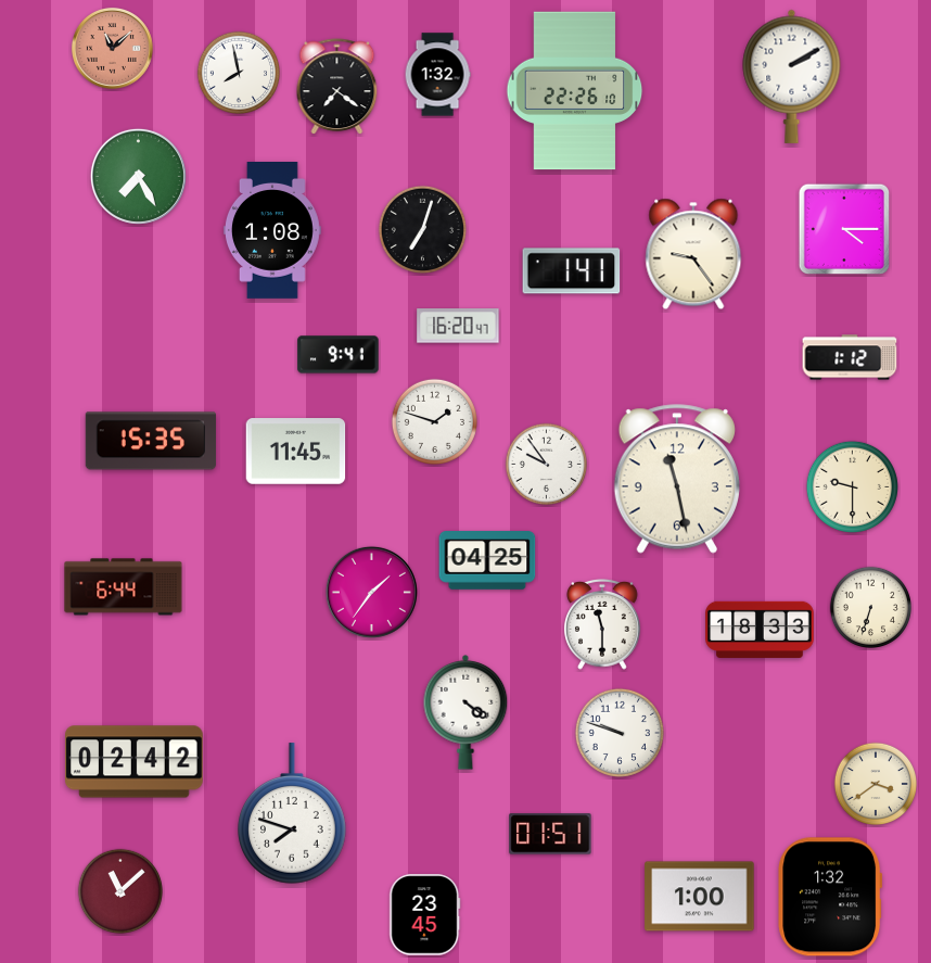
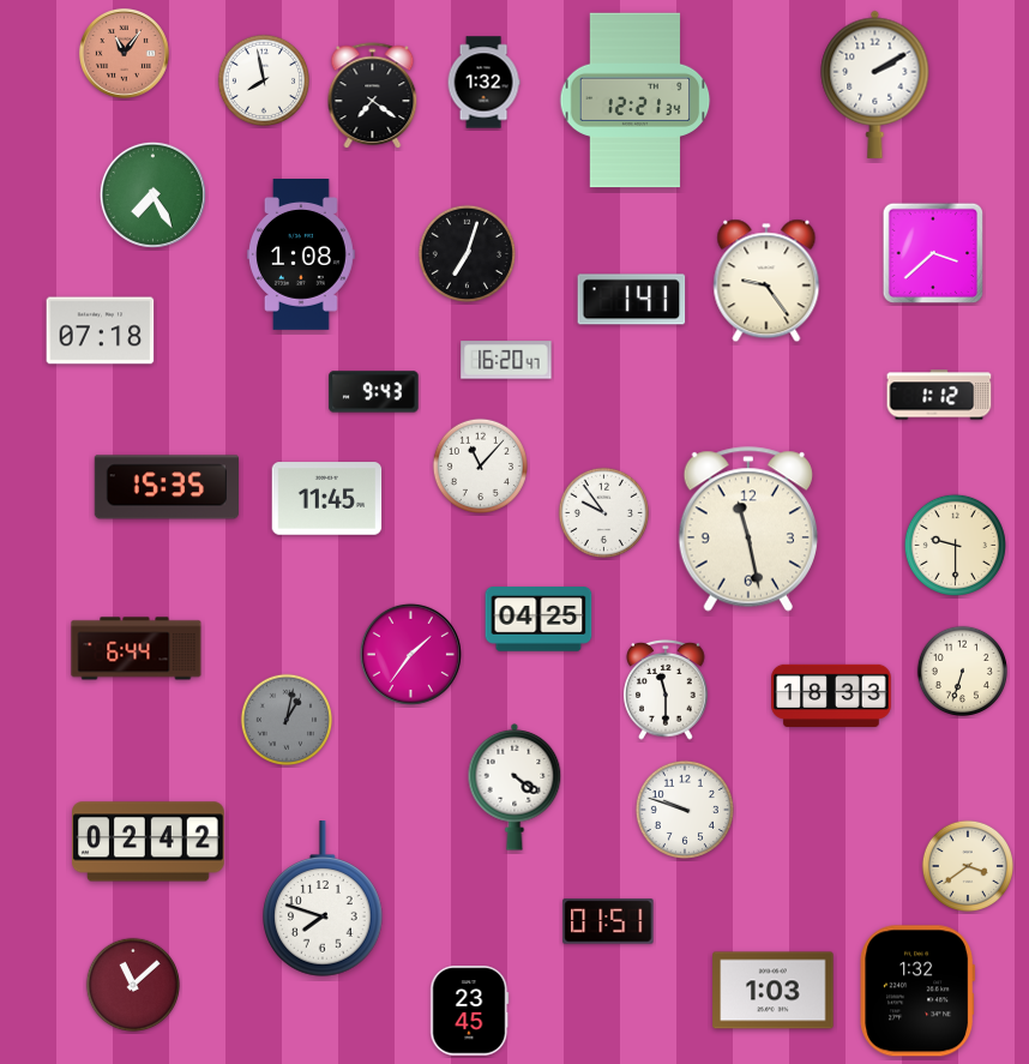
clock at (112, 49): 11:08 -> 11:06
clock at (575, 91): 22:26 -> 12:21
clock at (844, 229): 4:15 -> 3:38
clock at (101, 331): none -> 07:18
clock at (339, 355): 9:41 -> 9:43
clock at (434, 421): 1:48 -> 11:07
clock at (852, 486) position: (852, 486) -> (955, 545)
clock at (760, 630) position: (760, 630) -> (831, 696)
clock at (285, 719): none -> 1:02
clock at (700, 897): 1:00 -> 1:03
